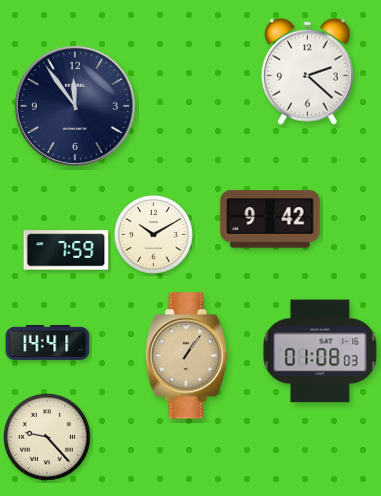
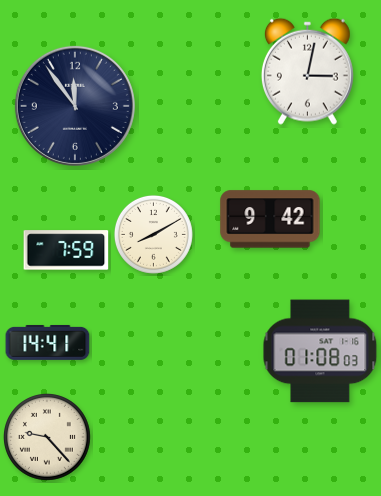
clock at (307, 71): 2:22 -> 3:02
clock at (153, 234): 10:10 -> 8:10
clock at (187, 356): 1:06 -> none
